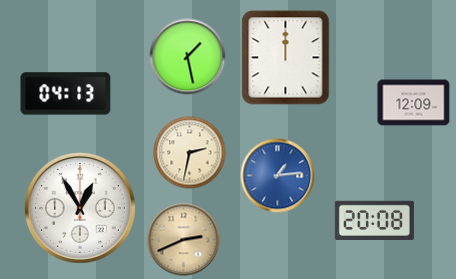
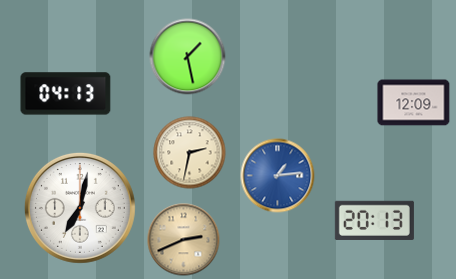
clock at (286, 58): 12:00 -> none
clock at (80, 208): 12:55 -> 7:02
clock at (374, 220): 20:08 -> 20:13
